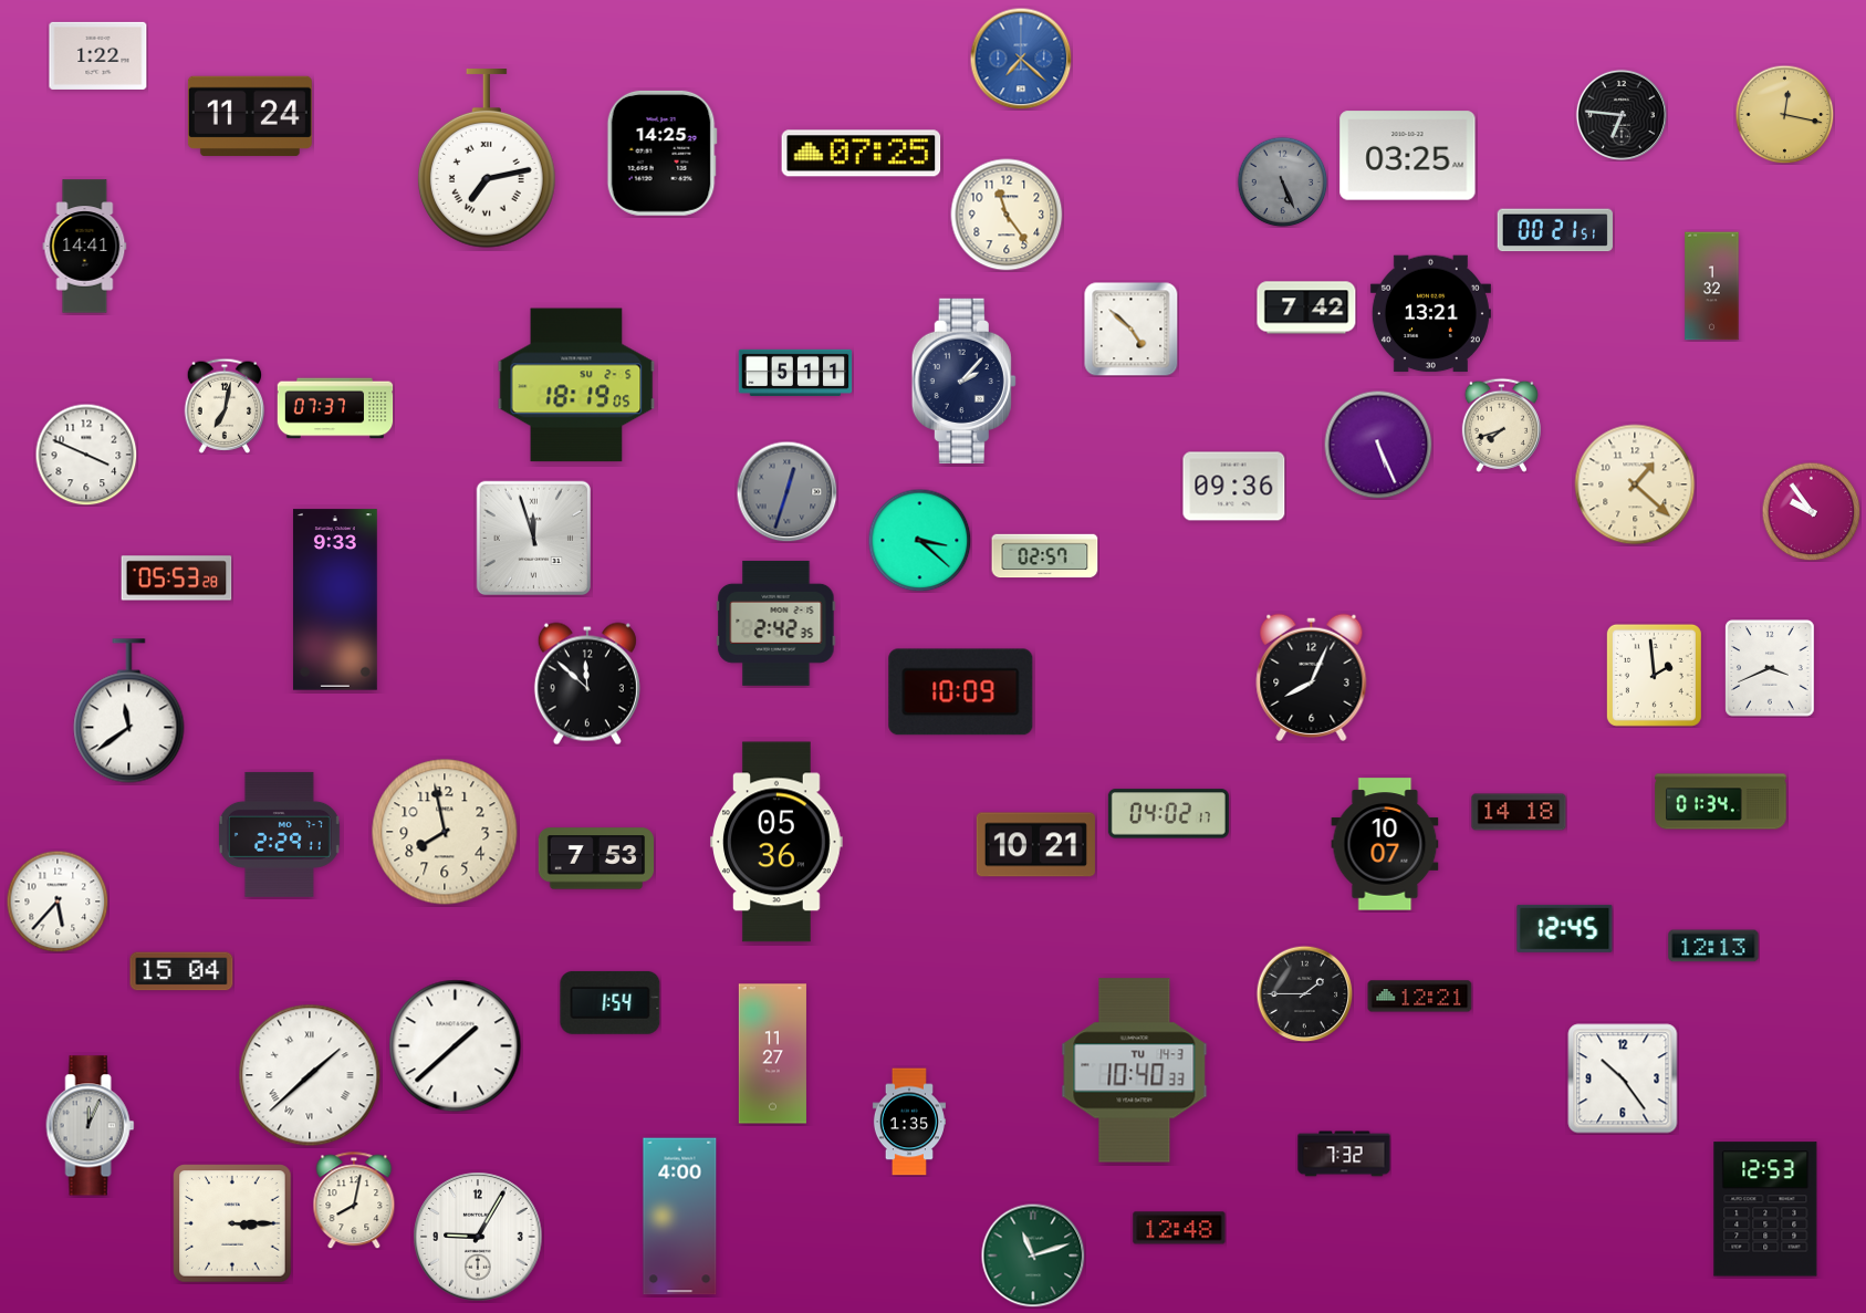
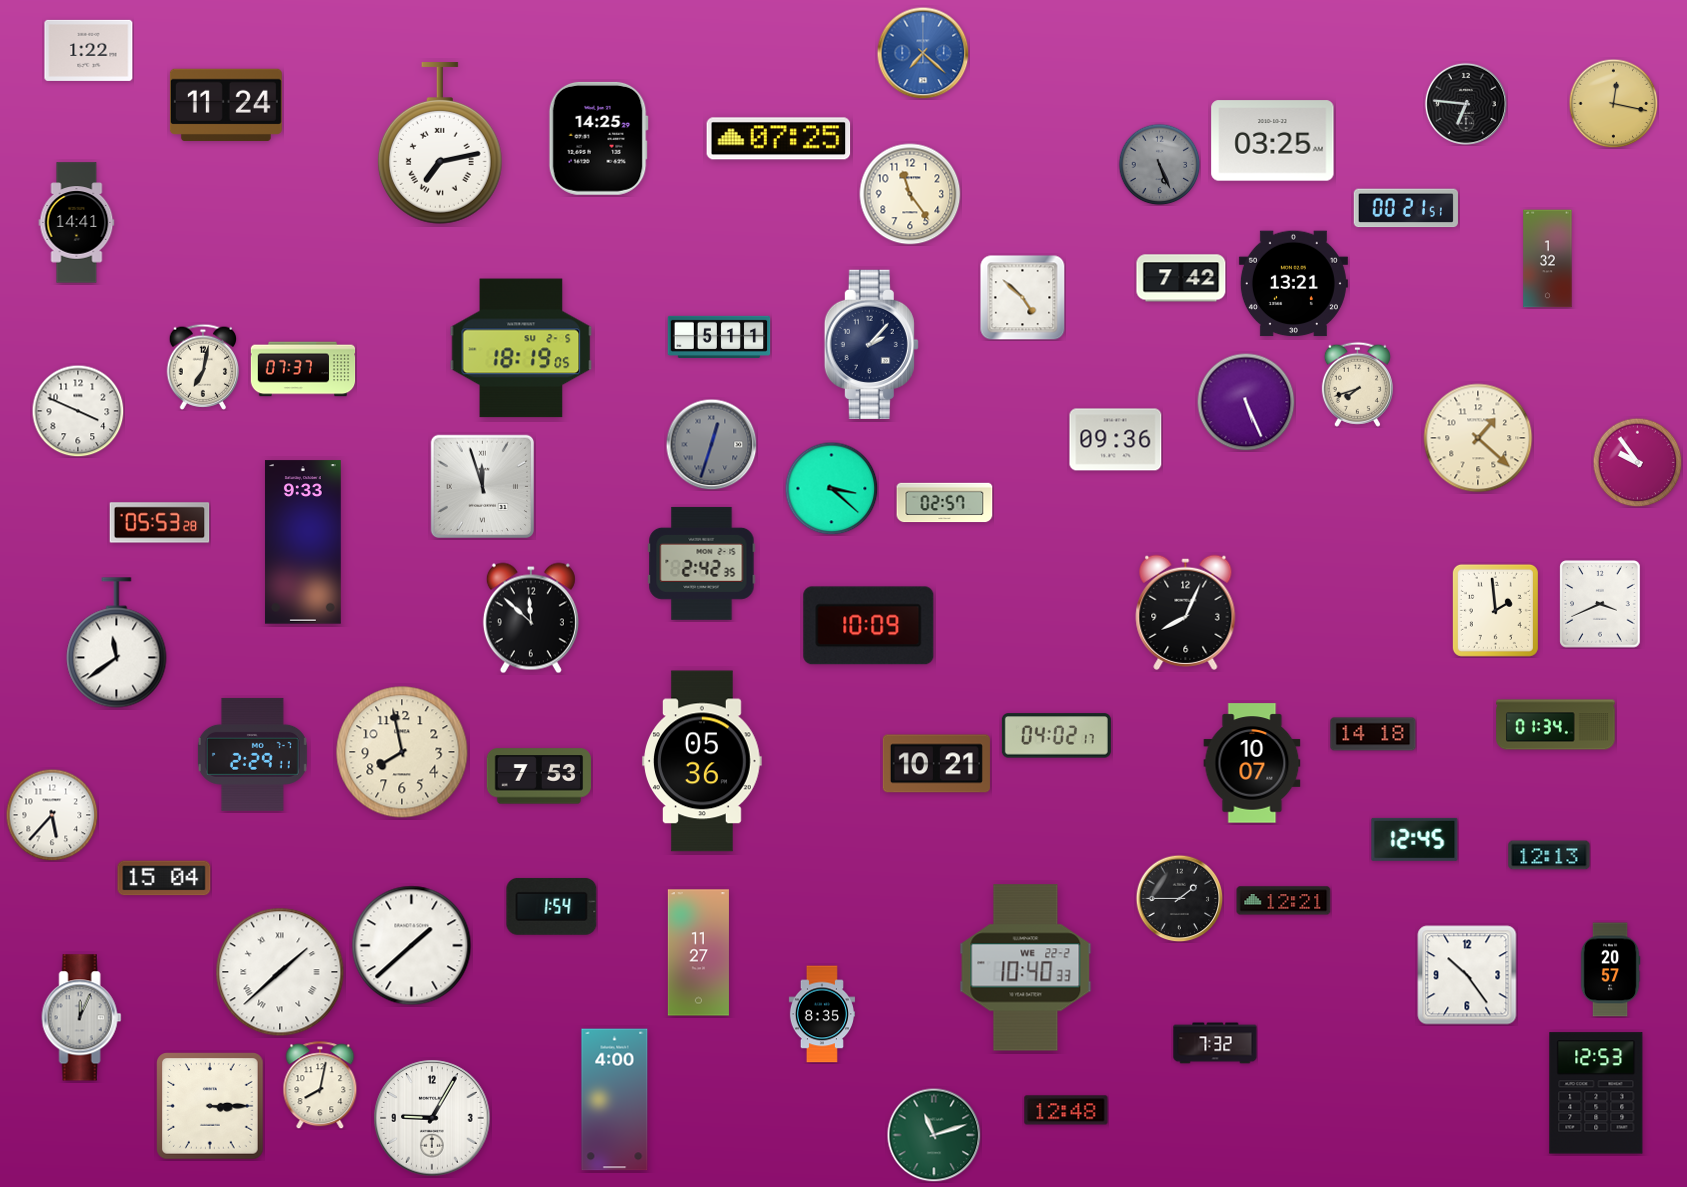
clock at (1135, 1071) date: TU 14-3 -> WE 22-2
clock at (1610, 970): none -> 20:57
clock at (909, 1122): 1:35 -> 8:35
